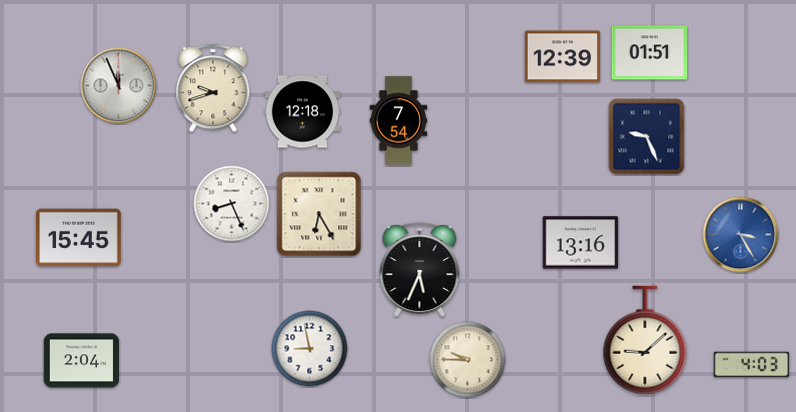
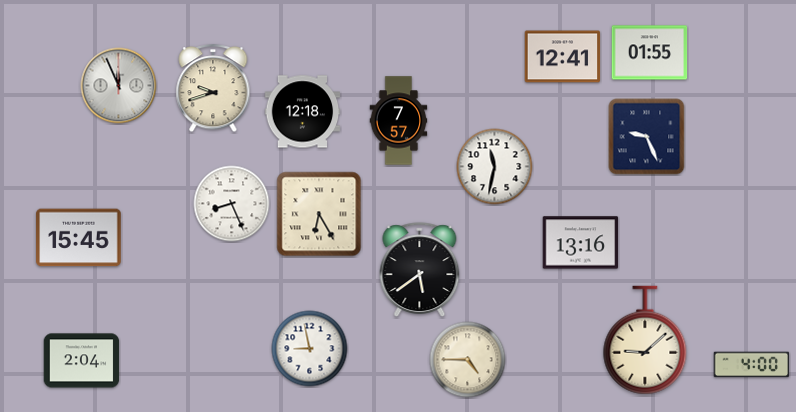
clock at (650, 53): 01:51 -> 01:55
clock at (563, 57): 12:39 -> 12:41
clock at (399, 121): 7:54 -> 7:57
clock at (495, 167): none -> 11:32
clock at (741, 235): 3:25 -> none
clock at (420, 269): 5:34 -> 5:39
clock at (468, 360): 9:45 -> 4:45
clock at (752, 365): 4:03 -> 4:00
